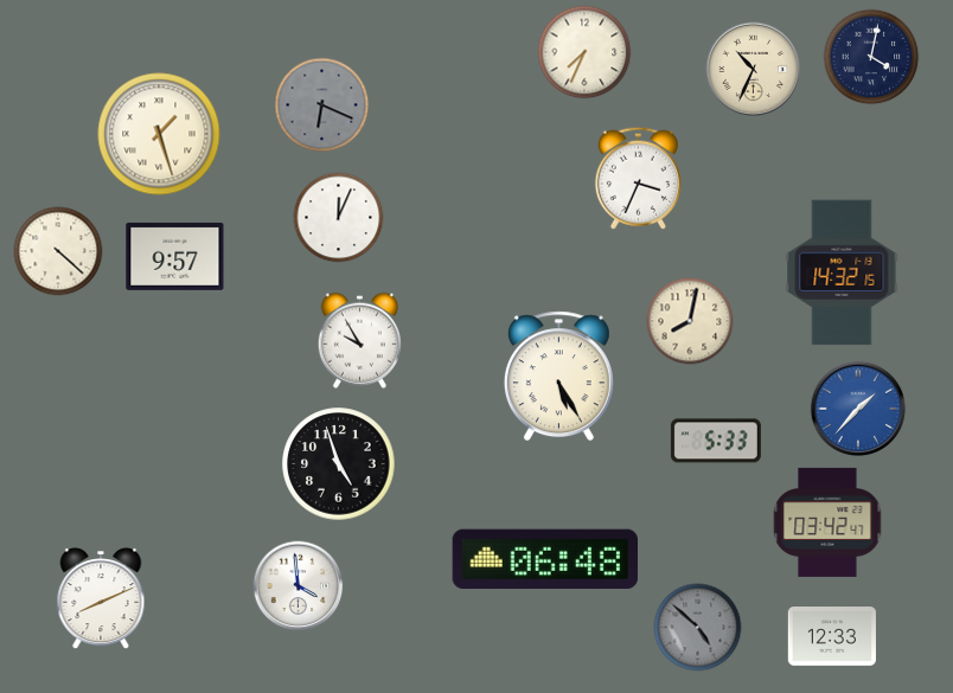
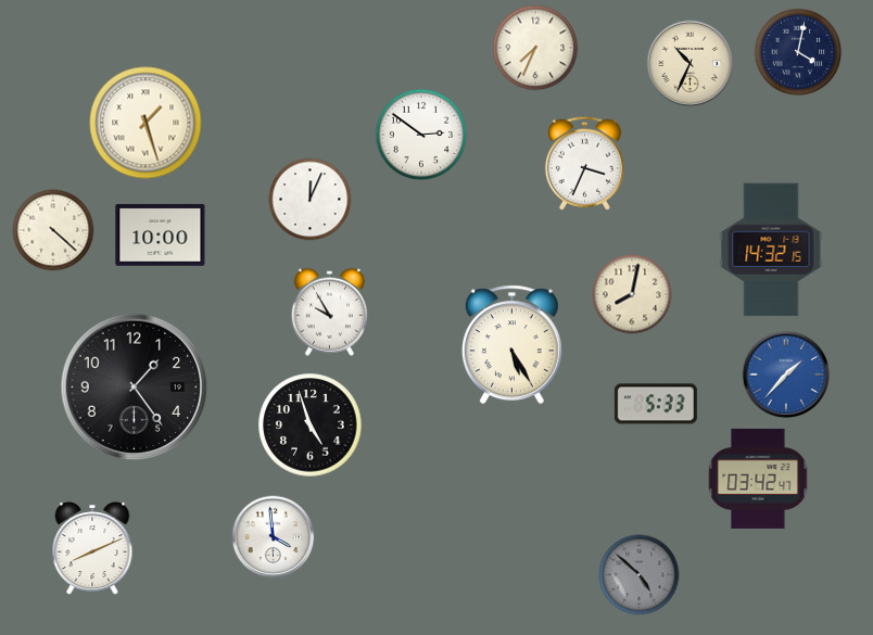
clock at (322, 105): 6:19 -> none
clock at (421, 135): none -> 2:51
clock at (175, 256): 9:57 -> 10:00
clock at (135, 388): none -> 1:24
clock at (544, 558): 06:48 -> none
clock at (832, 637): 12:33 -> none
